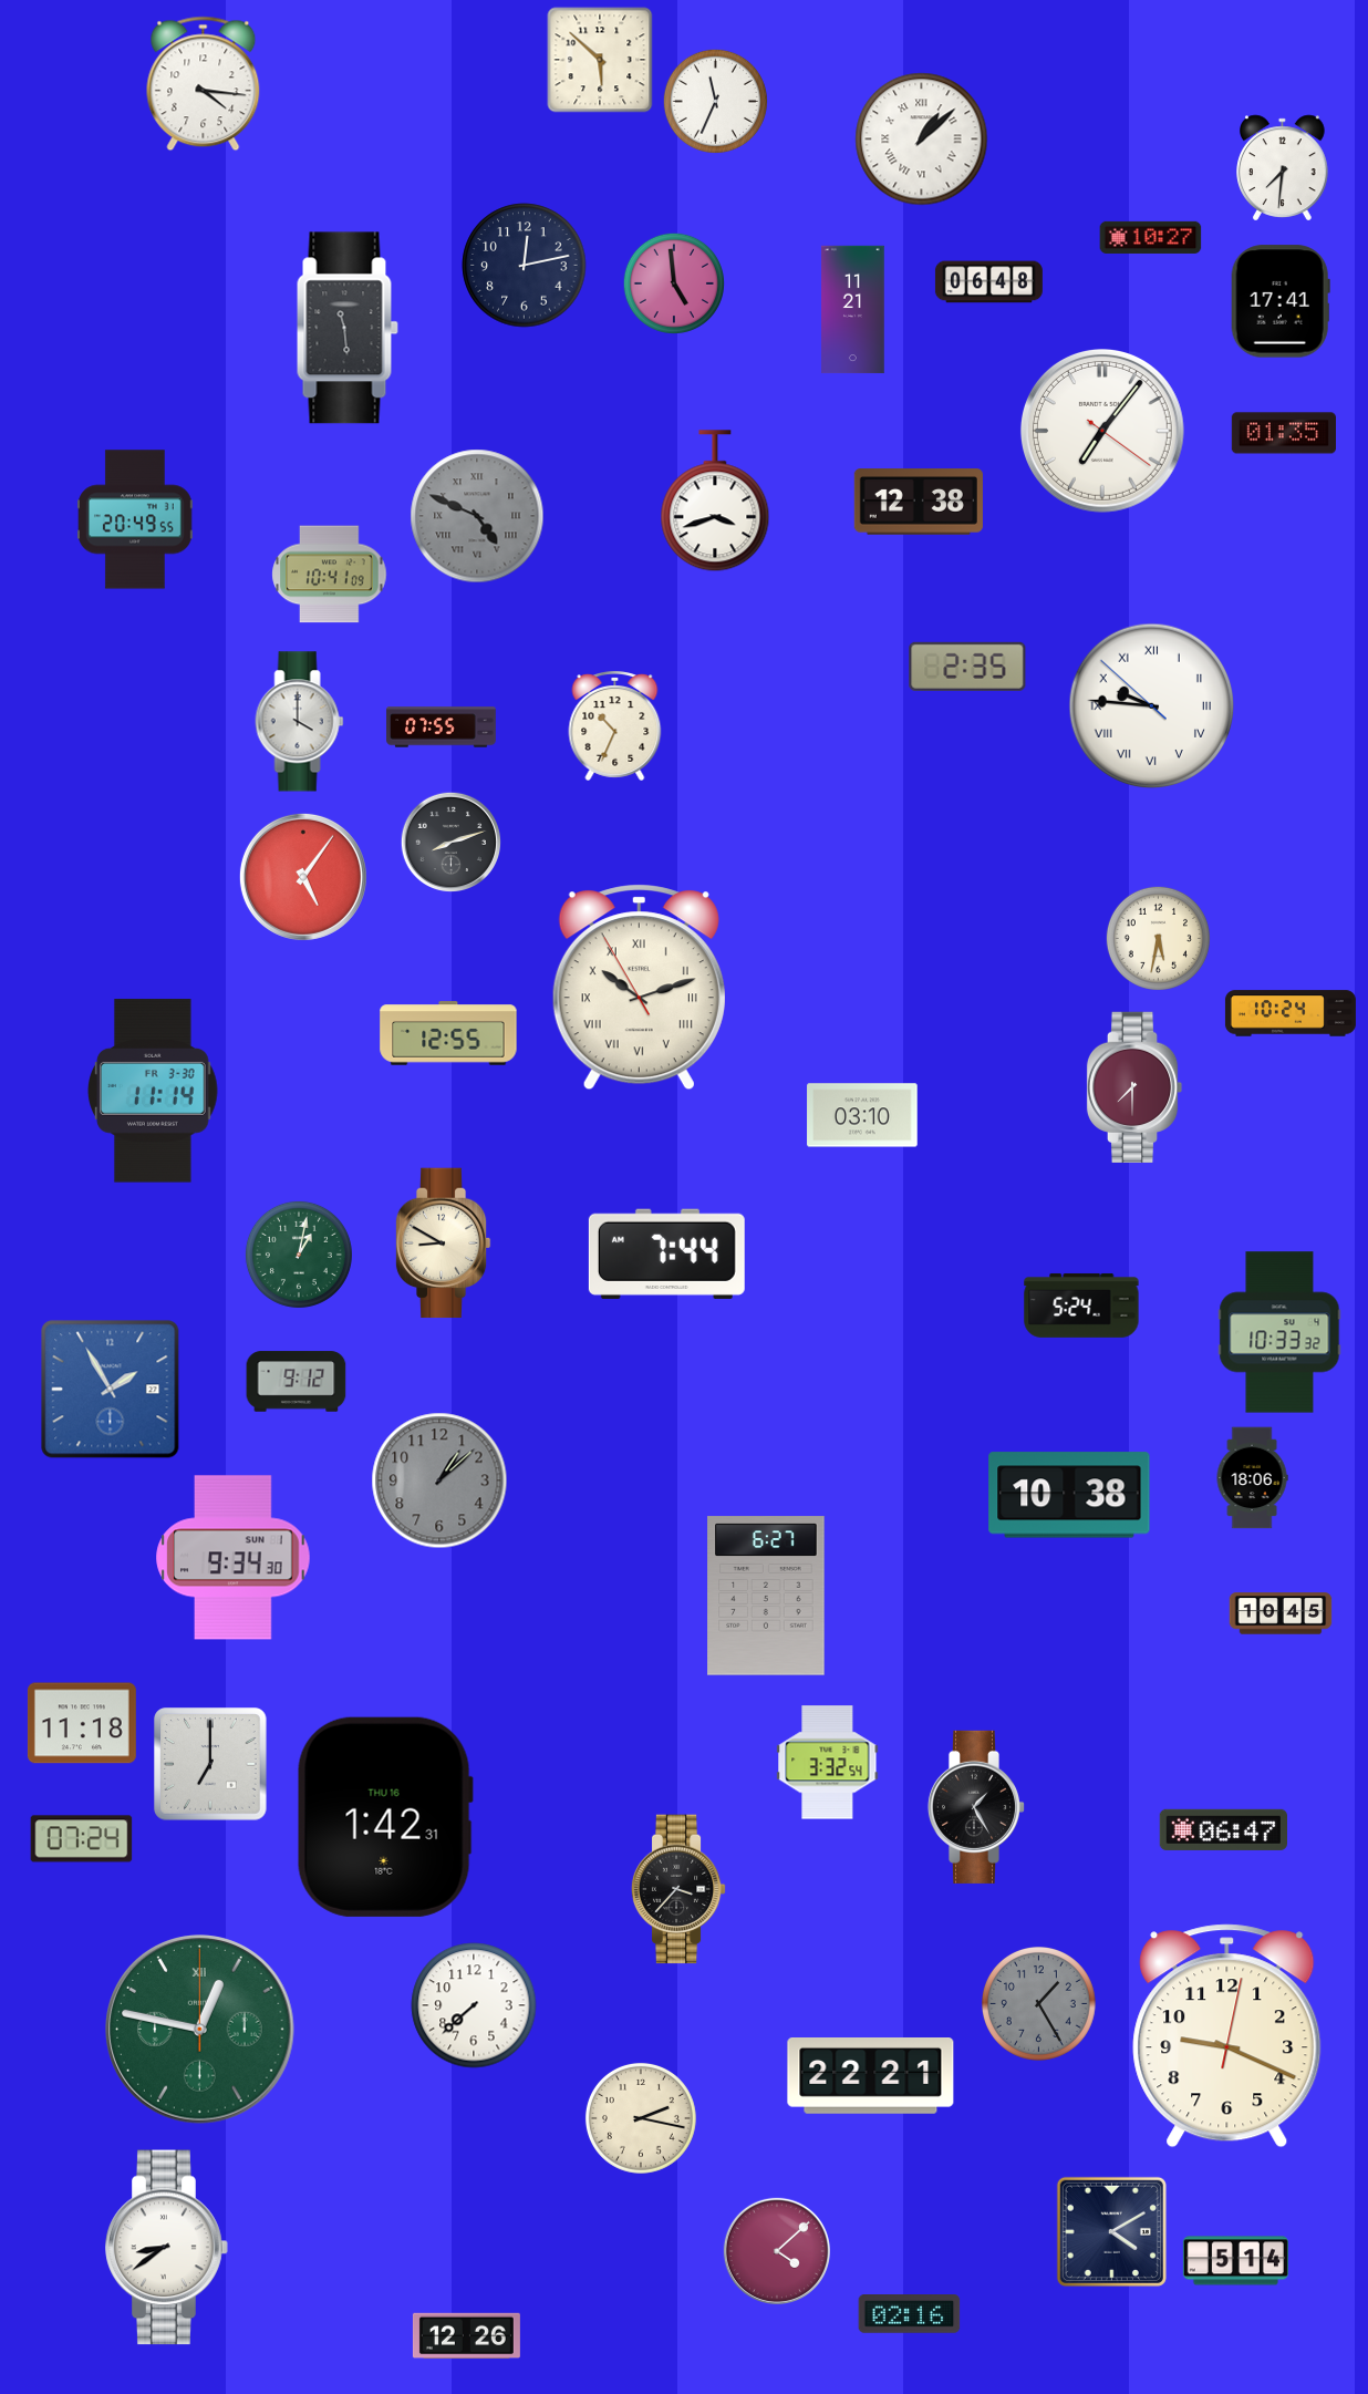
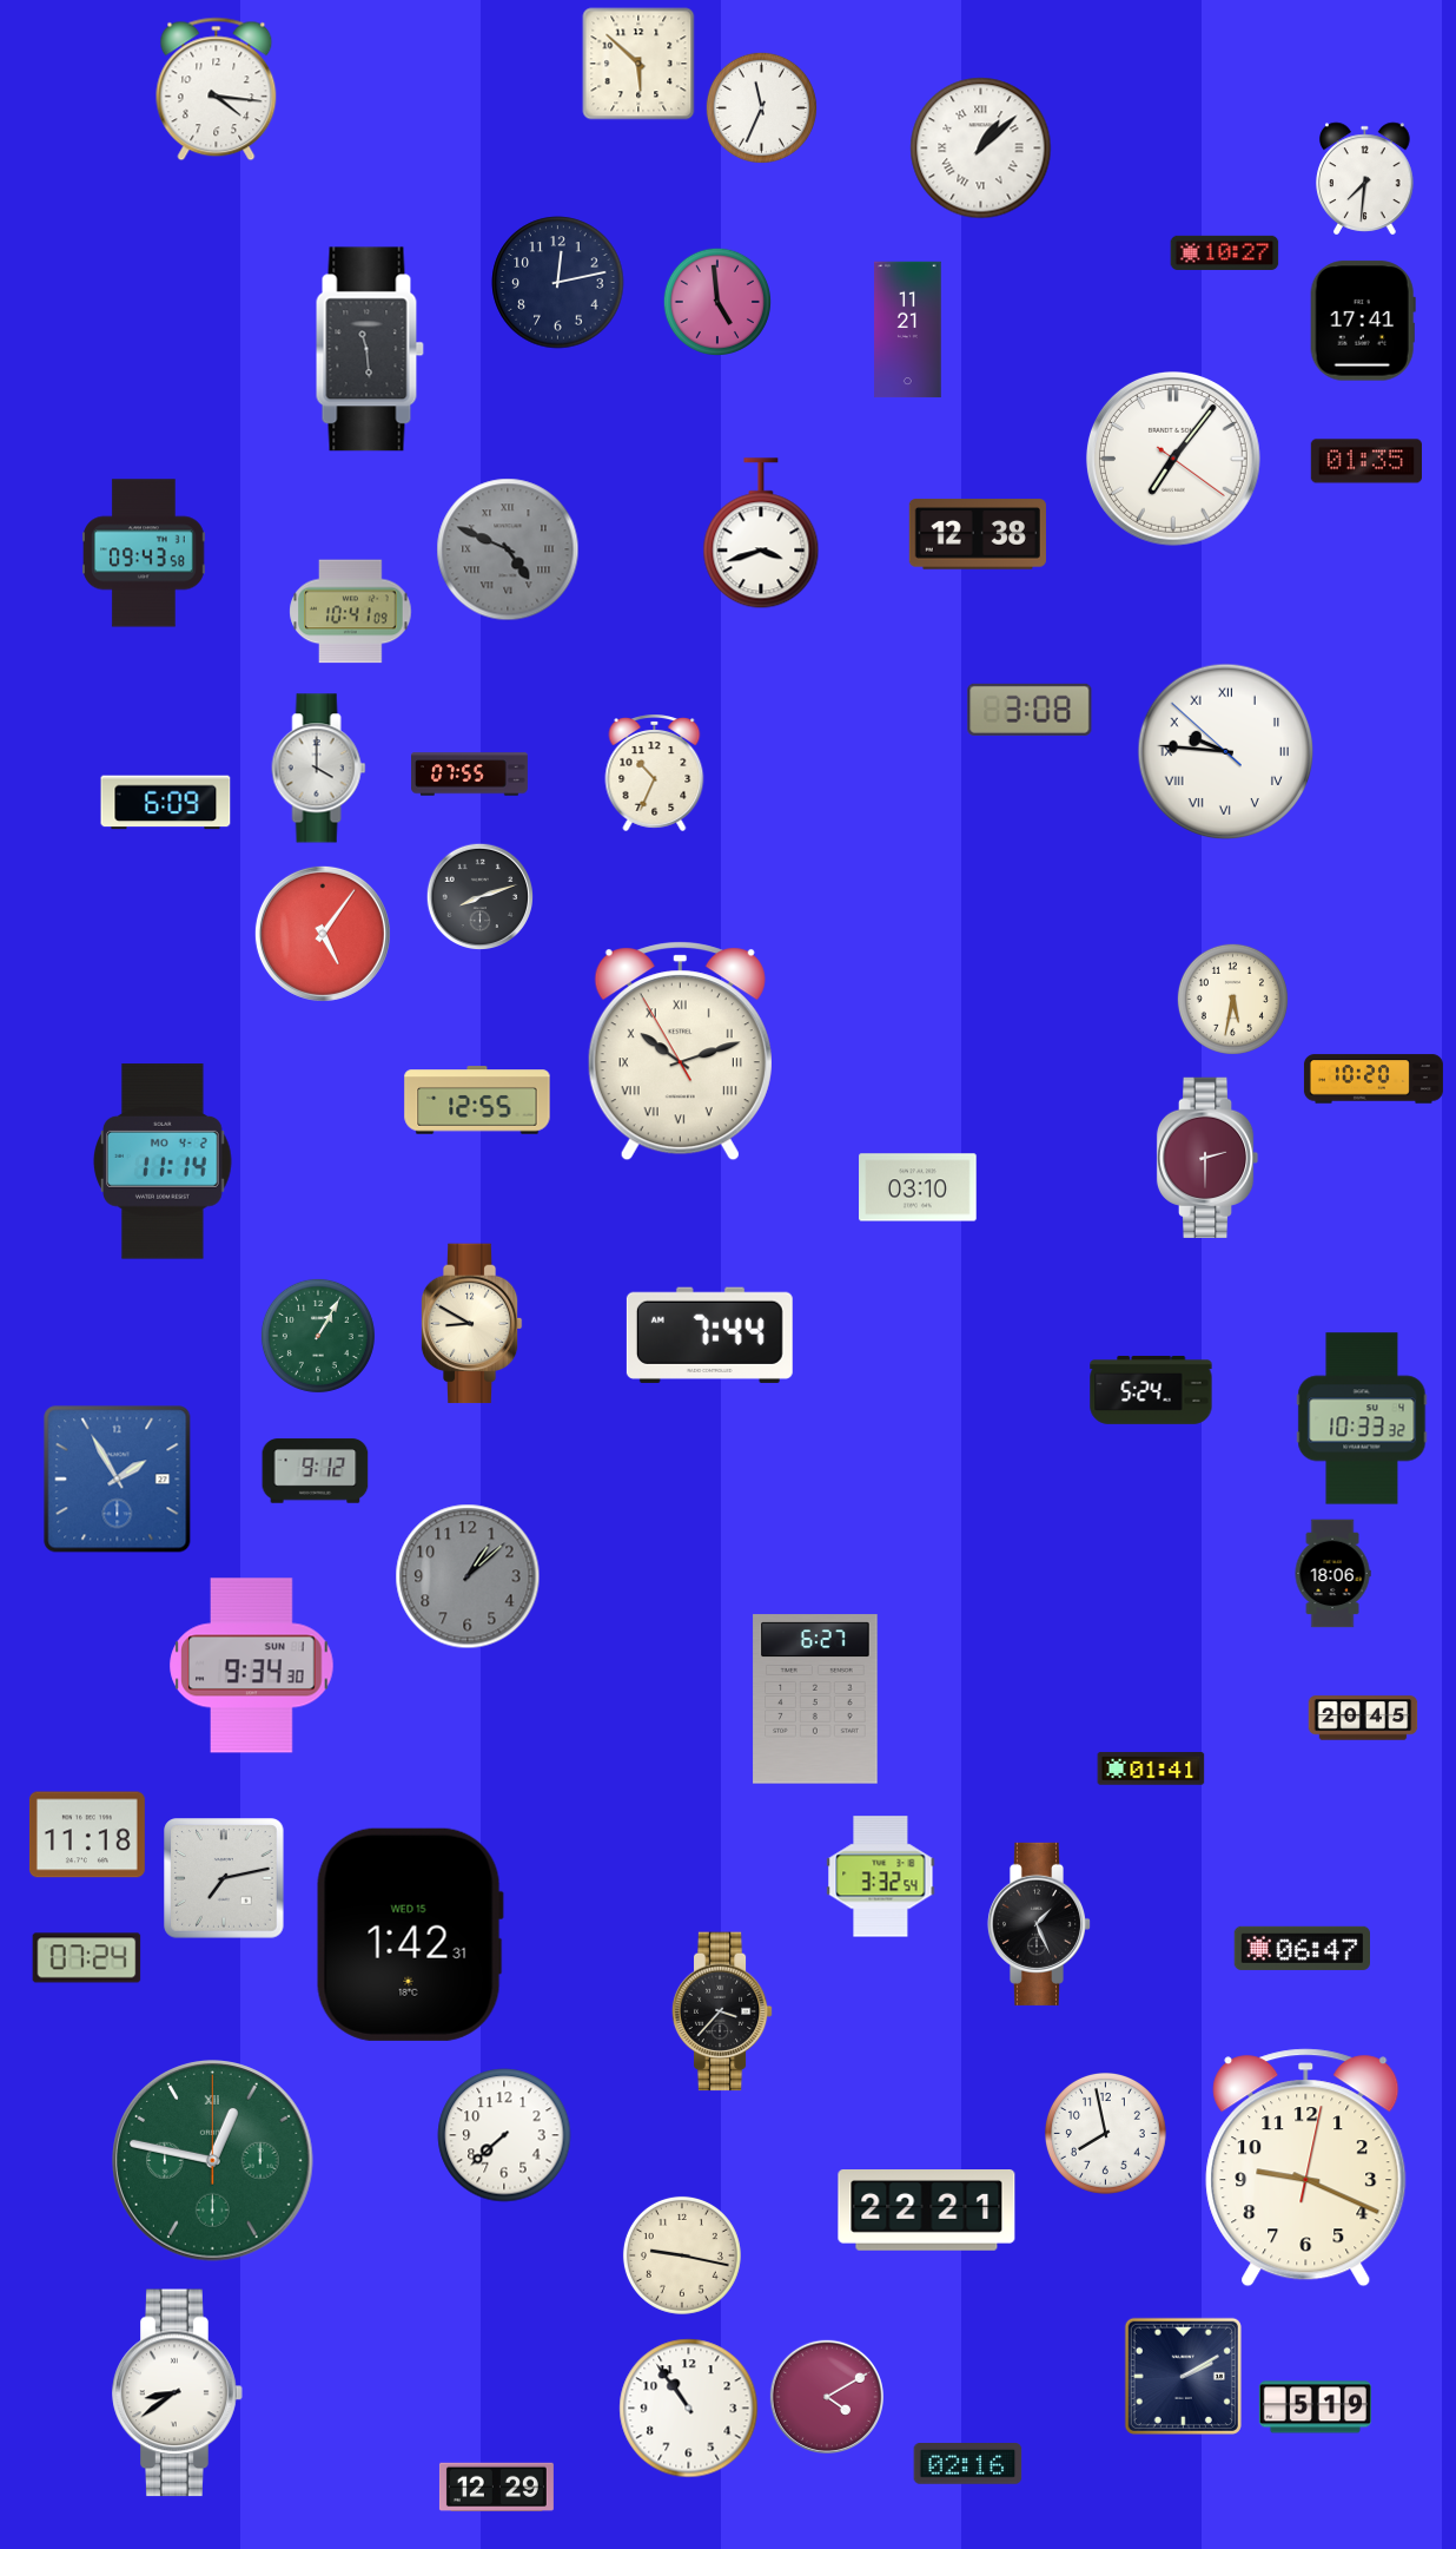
clock at (988, 282): 06:48 -> none
clock at (136, 519): 20:49 -> 09:43
clock at (967, 667): 2:35 -> 3:08
clock at (166, 803): none -> 6:09
clock at (1291, 1013): 10:24 -> 10:20
clock at (1134, 1086): 7:30 -> 2:30
clock at (154, 1091) date: FR 3-30 -> MO 4-2
clock at (299, 1255): 1:02 -> 1:05
clock at (1069, 1495): 10:38 -> none
clock at (234, 1558) position: (234, 1558) -> (252, 1666)
clock at (1281, 1613): 10:45 -> 20:45
clock at (1151, 1769): none -> 01:41
clock at (210, 1764): 7:00 -> 7:13
clock at (975, 1807): 1:25 -> 1:26
clock at (385, 1817) date: THU 16 -> WED 15
clock at (1039, 2004): 1:25 -> 7:58
clock at (1039, 2004) dial: grey -> white
clock at (641, 2118): 2:17 -> 9:17
clock at (1111, 2231): 4:10 -> 2:10
clock at (777, 2251): 4:08 -> 4:10
clock at (1235, 2261): 5:14 -> 5:19
clock at (689, 2409): none -> 10:54
clock at (466, 2336): 12:26 -> 12:29
